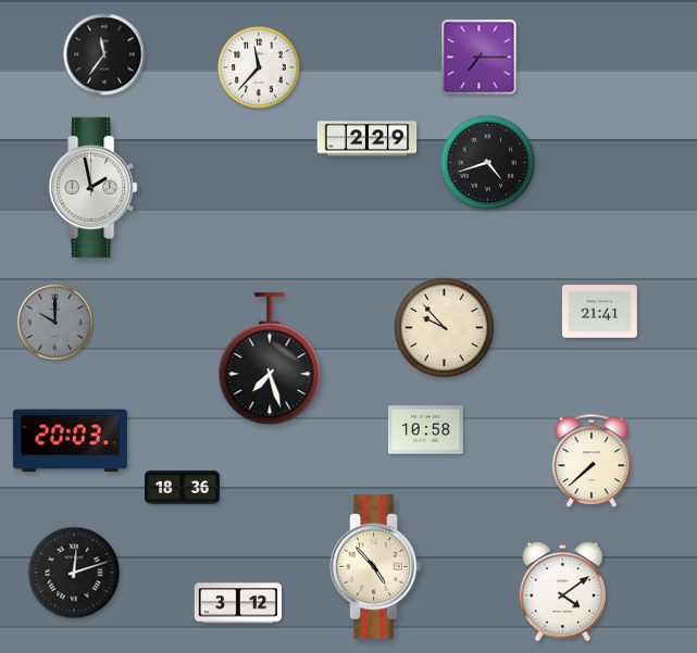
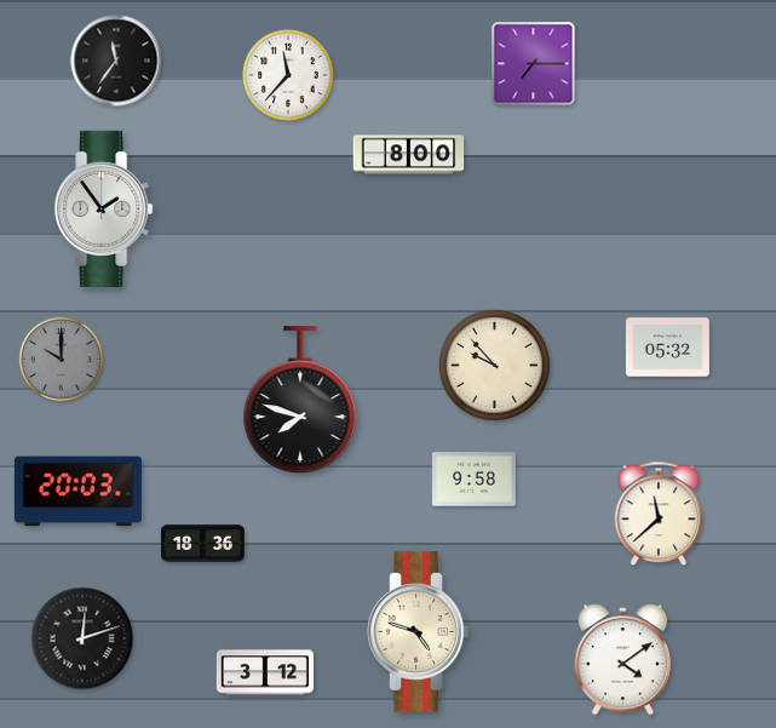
clock at (368, 139): 2:29 -> 8:00
clock at (488, 163): 4:42 -> none
clock at (94, 187): 1:58 -> 1:54
clock at (600, 312): 21:41 -> 05:32
clock at (270, 360): 7:27 -> 7:48
clock at (425, 430): 10:58 -> 9:58
clock at (592, 461): 7:38 -> 11:38
clock at (376, 567): 4:53 -> 4:48
clock at (563, 592) position: (563, 592) -> (623, 660)
